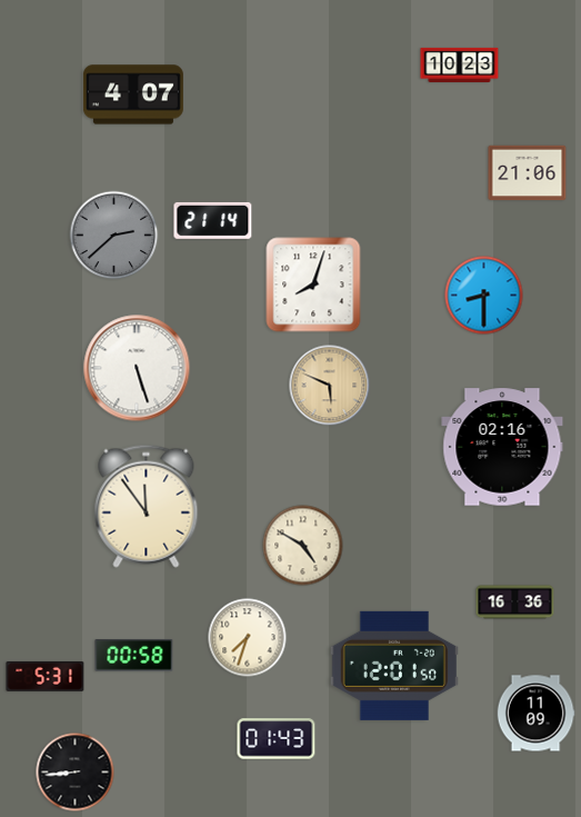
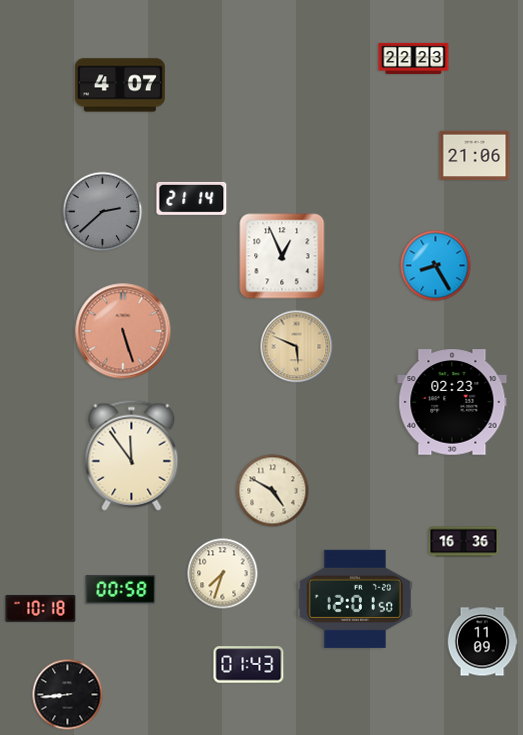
clock at (460, 64): 10:23 -> 22:23
clock at (313, 285): 8:03 -> 12:56
clock at (484, 296): 8:30 -> 8:25
clock at (137, 368) dial: white -> salmon
clock at (502, 447): 02:16 -> 02:23
clock at (46, 676): 5:31 -> 10:18
